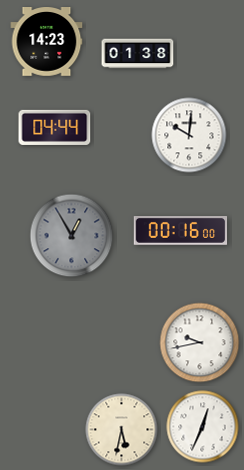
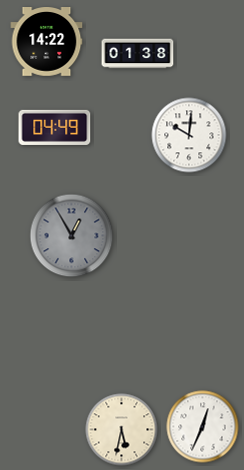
clock at (47, 42): 14:23 -> 14:22
clock at (55, 127): 04:44 -> 04:49
clock at (181, 231): 00:16 -> none
clock at (200, 343): 9:43 -> none
